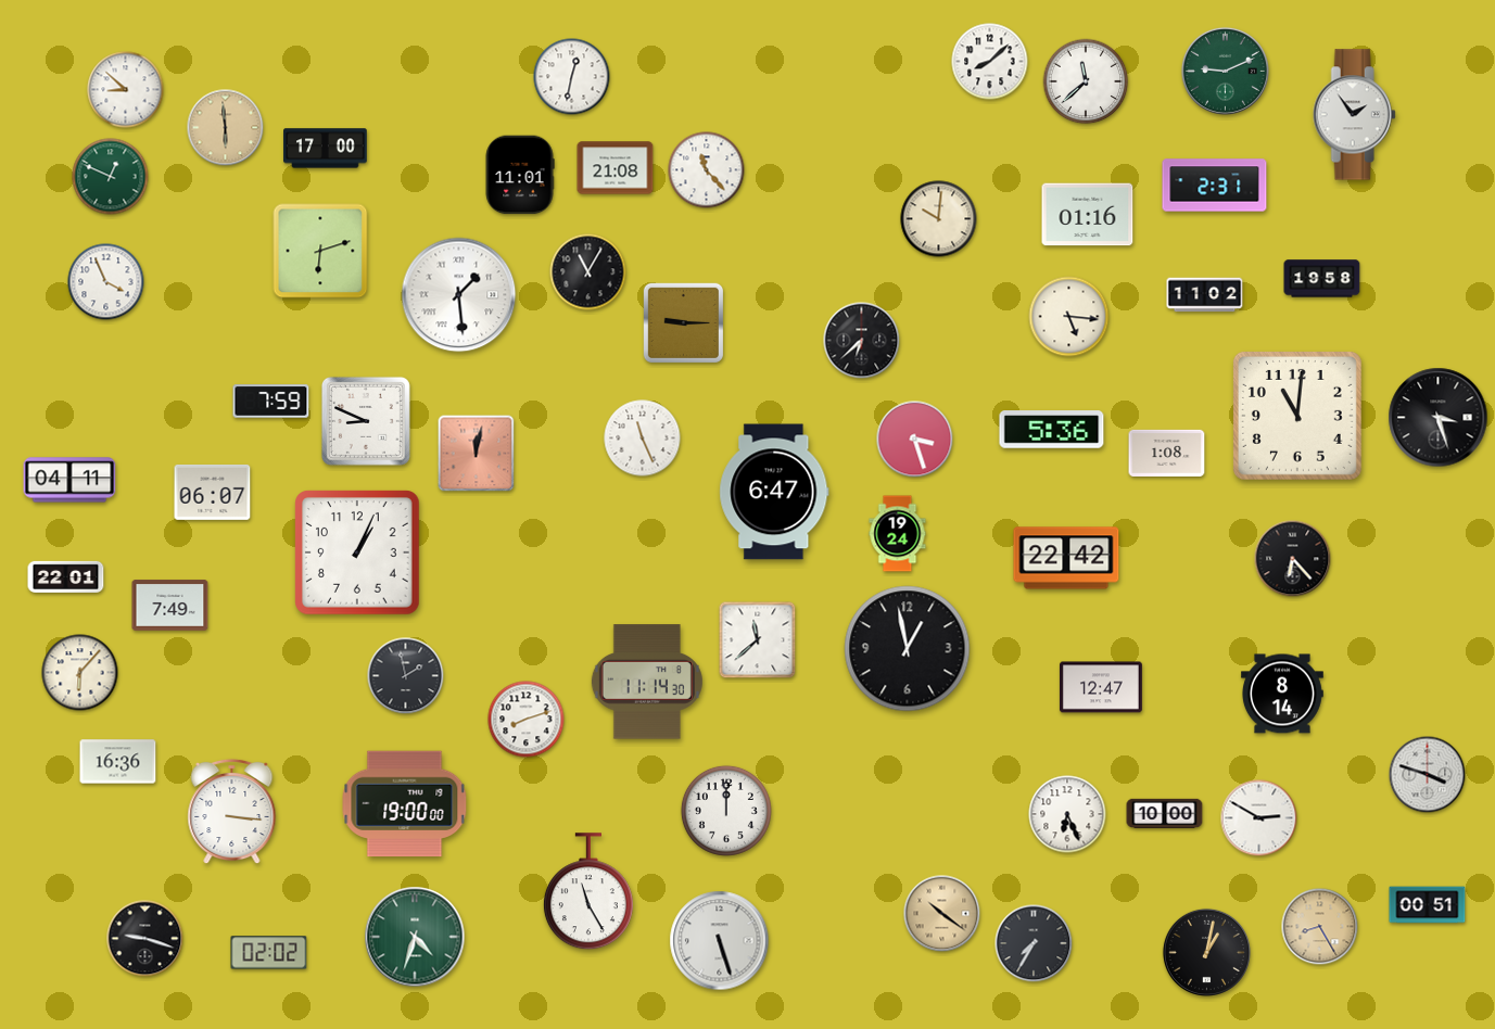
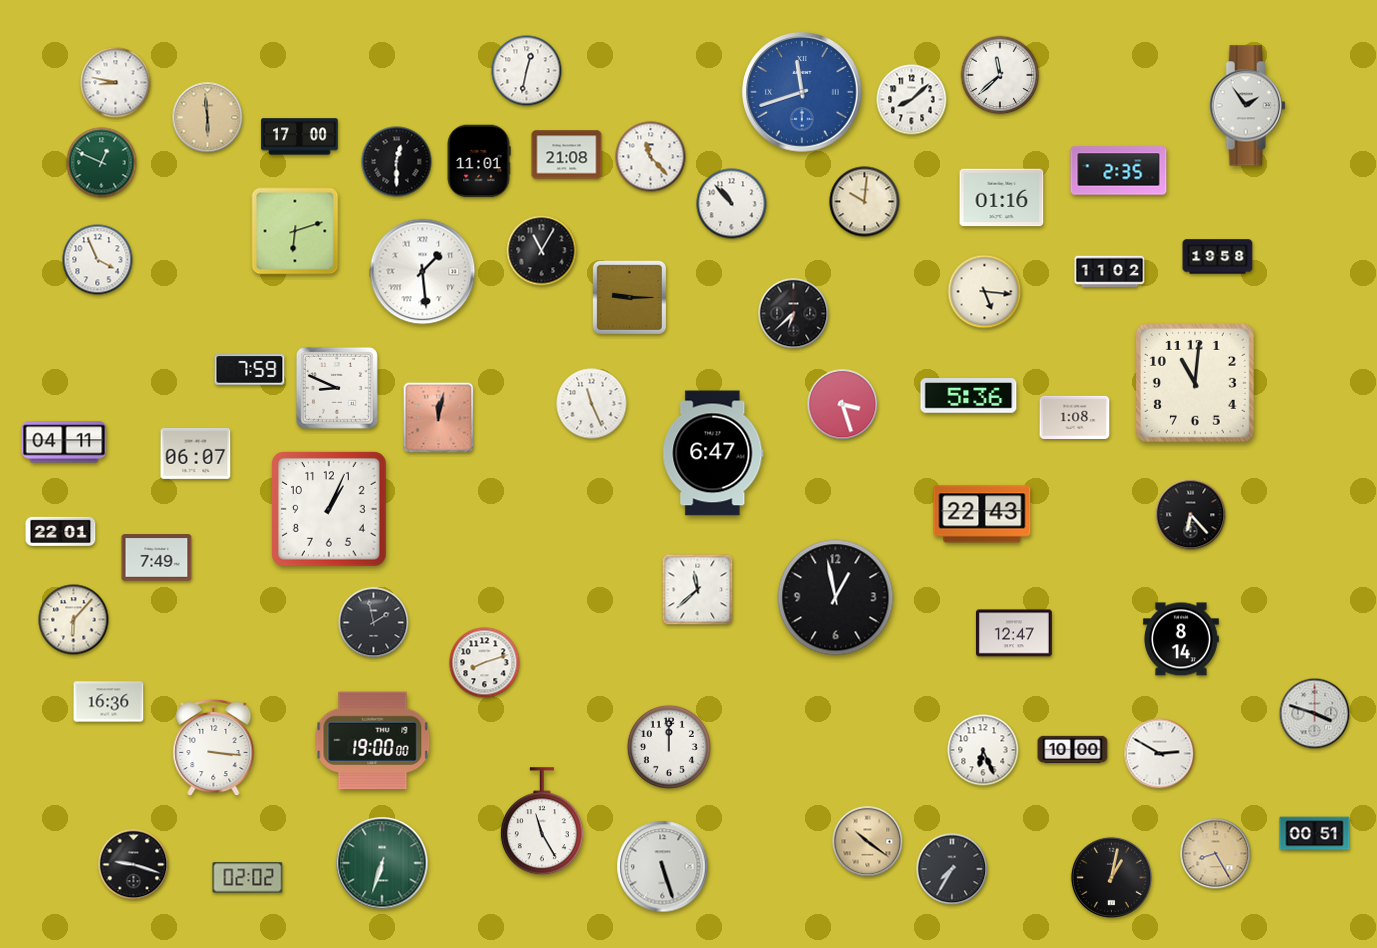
clock at (990, 62) position: (990, 62) -> (912, 100)
clock at (1225, 71): 9:11 -> none
clock at (126, 90): 8:52 -> 8:47
clock at (802, 92): none -> 11:42
clock at (397, 162): none -> 12:30
clock at (1215, 186): 2:31 -> 2:35
clock at (732, 204): none -> 10:53
clock at (1439, 418): 3:27 -> none
clock at (898, 534): 19:24 -> none
clock at (1066, 558): 22:42 -> 22:43
clock at (647, 682): 11:14 -> none
clock at (415, 937): 4:33 -> 6:33
